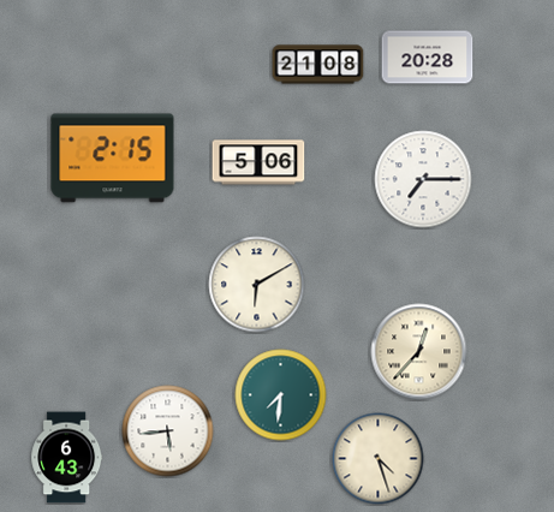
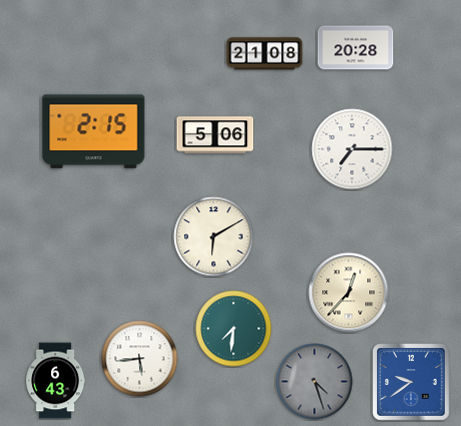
clock at (379, 459) dial: cream -> grey
clock at (412, 383): none -> 9:39
